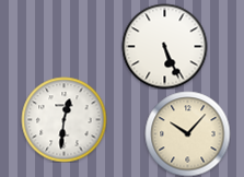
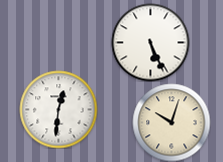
clock at (187, 133): 10:07 -> 10:03
